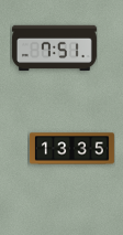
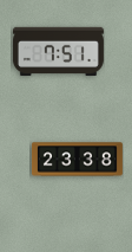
clock at (71, 149): 13:35 -> 23:38
